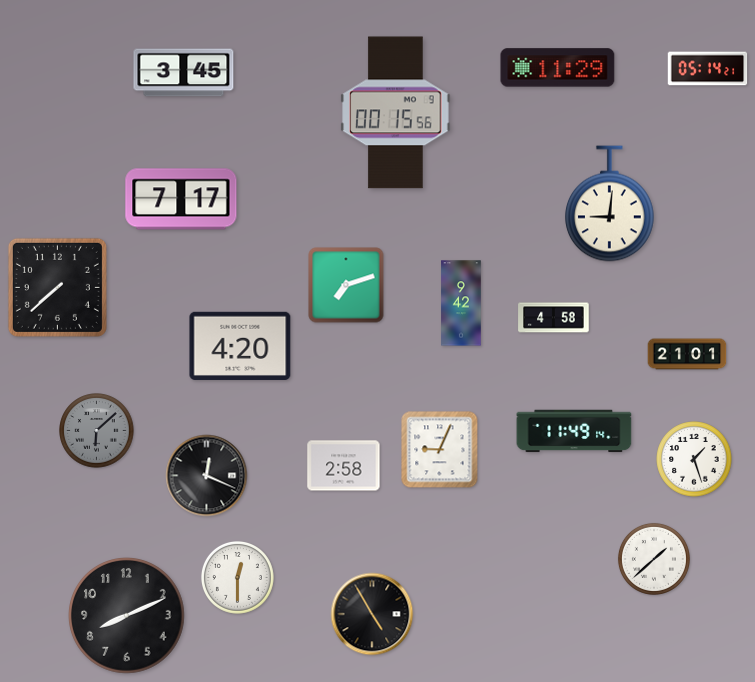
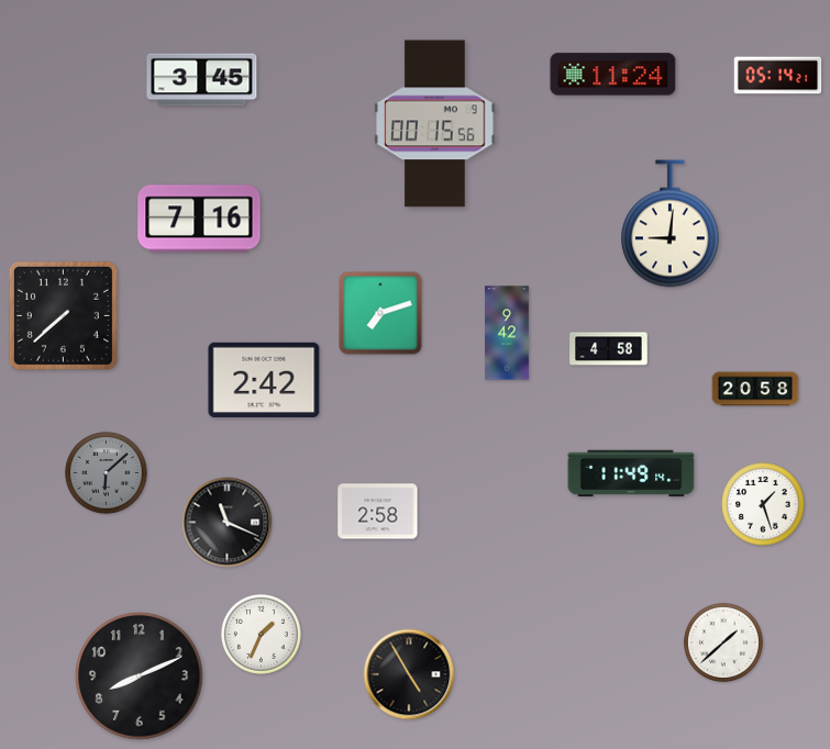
clock at (558, 68): 11:29 -> 11:24
clock at (181, 199): 7:17 -> 7:16
clock at (240, 346): 4:20 -> 2:42
clock at (687, 354): 21:01 -> 20:58
clock at (440, 450): 9:04 -> none
clock at (207, 476): 12:19 -> 11:19
clock at (654, 559) position: (654, 559) -> (723, 642)
clock at (237, 577): 12:30 -> 1:34
